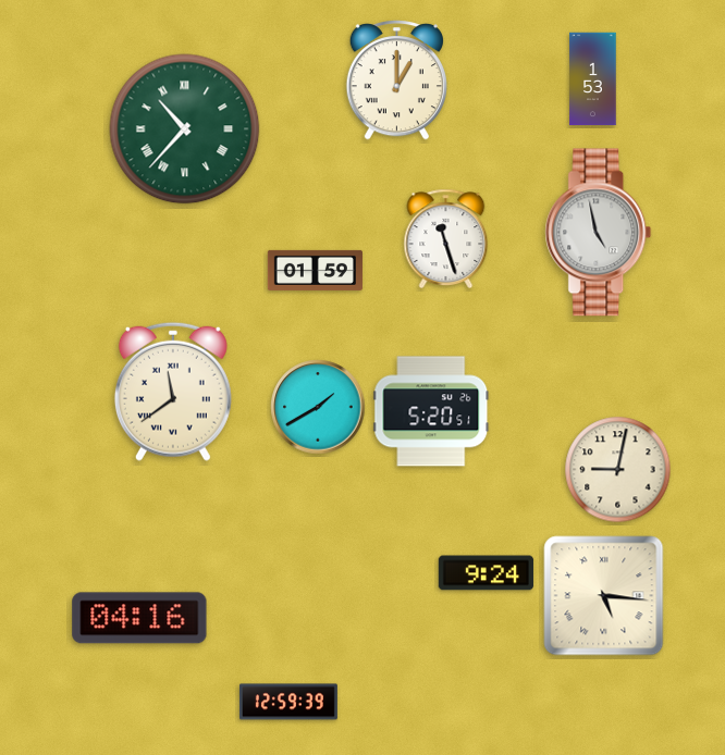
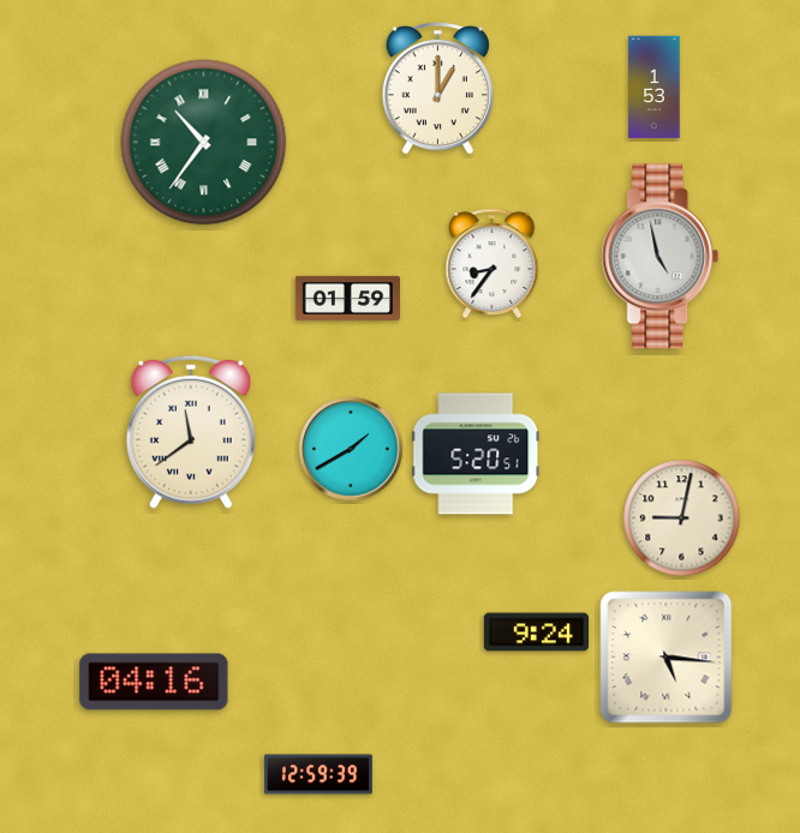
clock at (185, 129): 10:37 -> 10:36
clock at (446, 238): 11:27 -> 8:36
